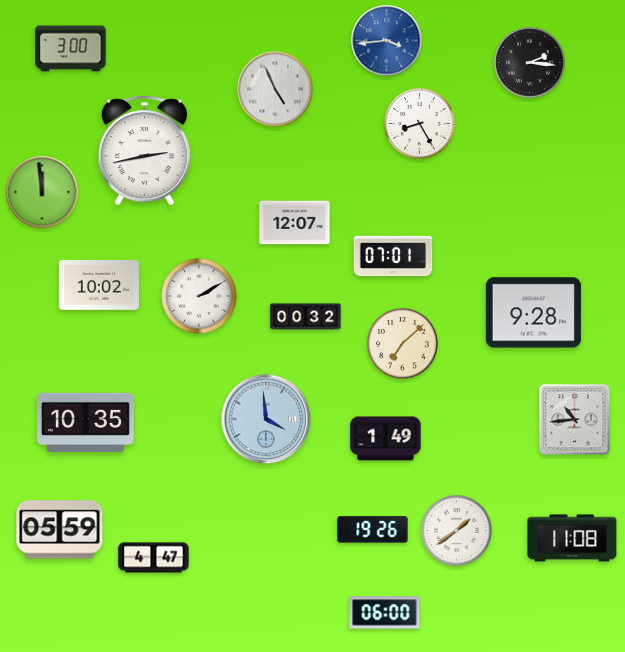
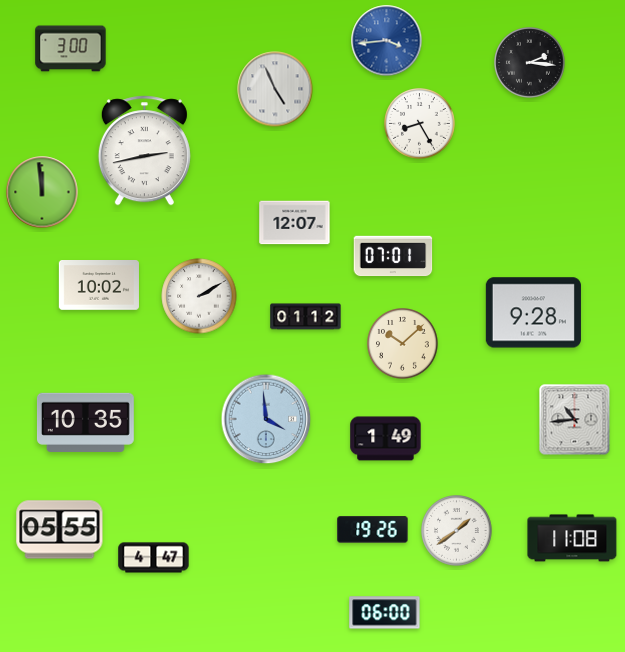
clock at (306, 317): 00:32 -> 01:12
clock at (403, 344): 7:08 -> 10:08
clock at (60, 530): 05:59 -> 05:55
